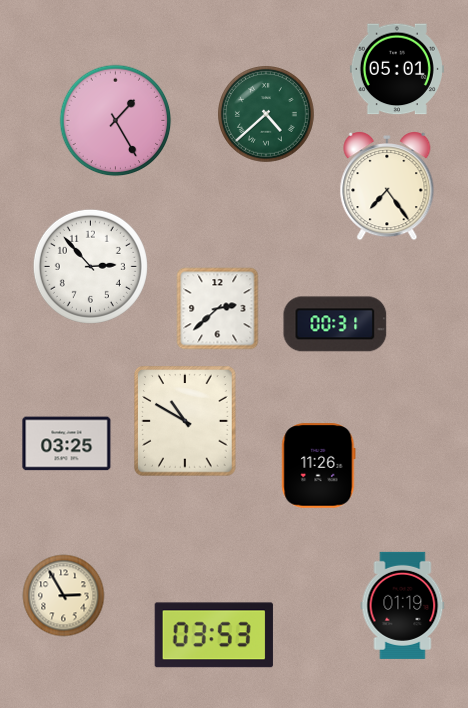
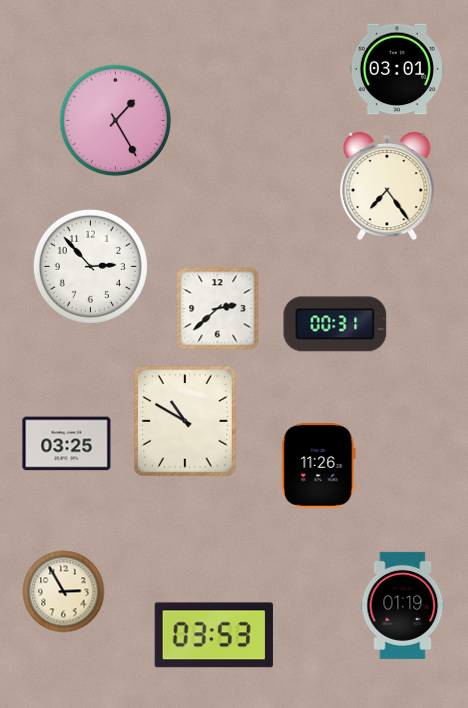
clock at (397, 69): 05:01 -> 03:01
clock at (267, 115): 4:38 -> none
clock at (64, 596) position: (64, 596) -> (64, 592)
